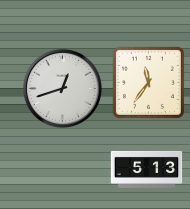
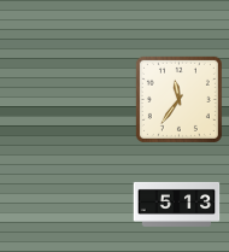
clock at (62, 88): 12:42 -> none
